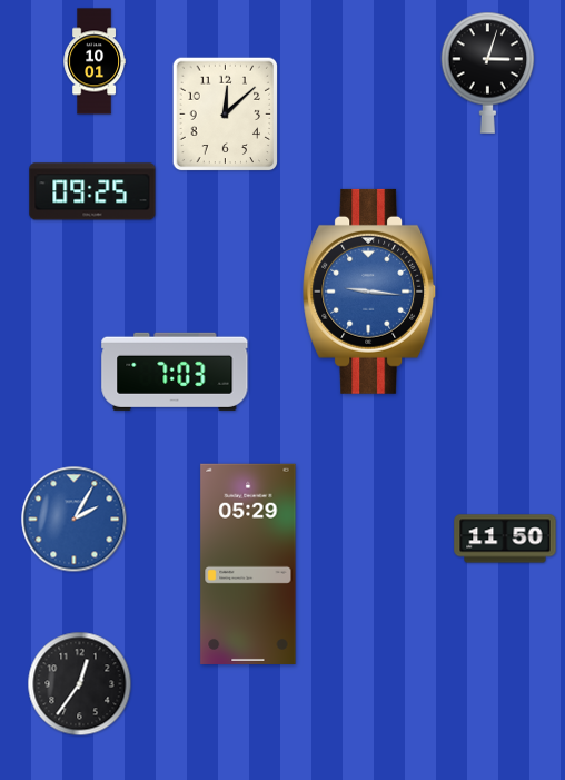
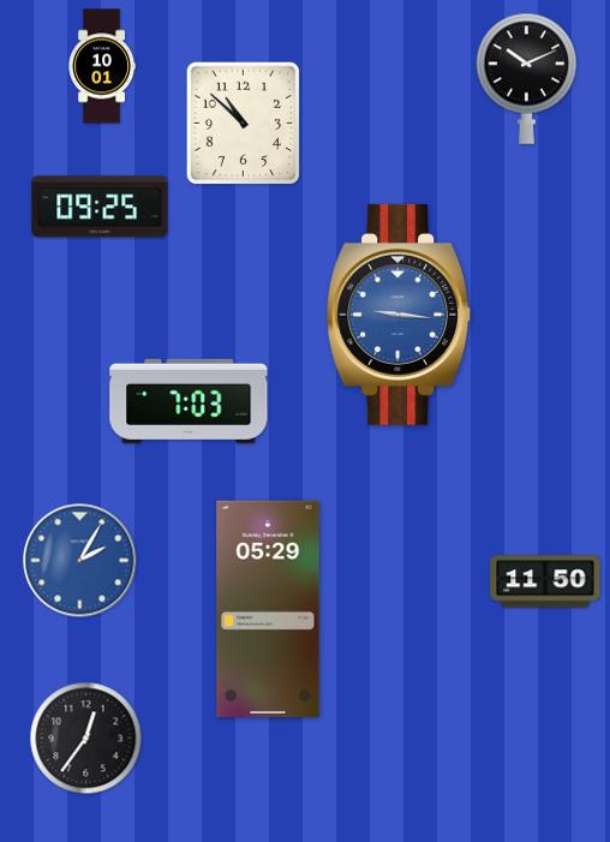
clock at (488, 72): 3:03 -> 10:11
clock at (226, 115): 12:08 -> 10:52
